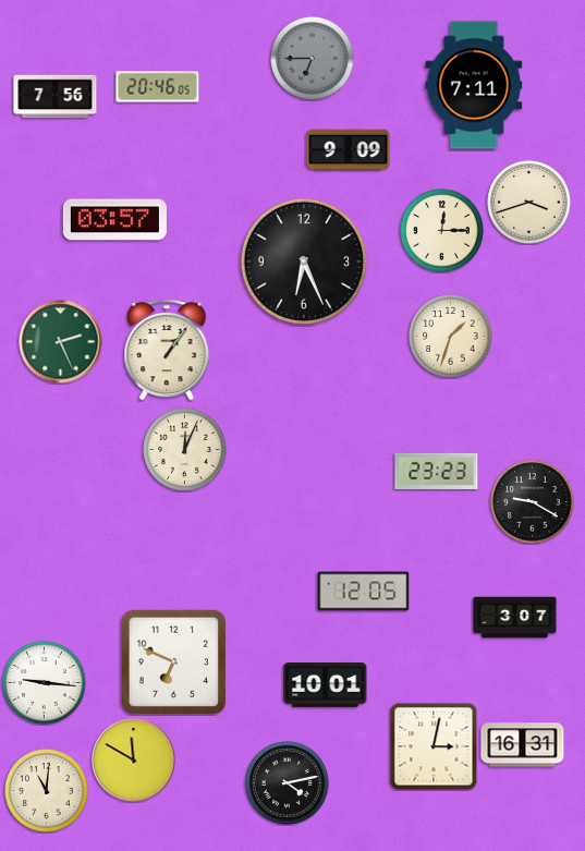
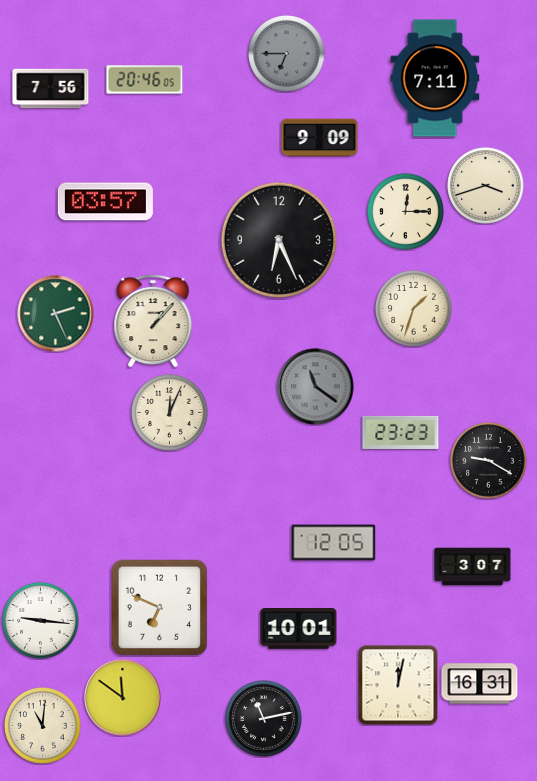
clock at (167, 350): 1:06 -> 1:07
clock at (316, 387): none -> 11:21
clock at (45, 683) position: (45, 683) -> (41, 621)
clock at (434, 746): 3:02 -> 12:02
clock at (134, 761): 11:50 -> 11:51
clock at (288, 783): 4:13 -> 11:13
